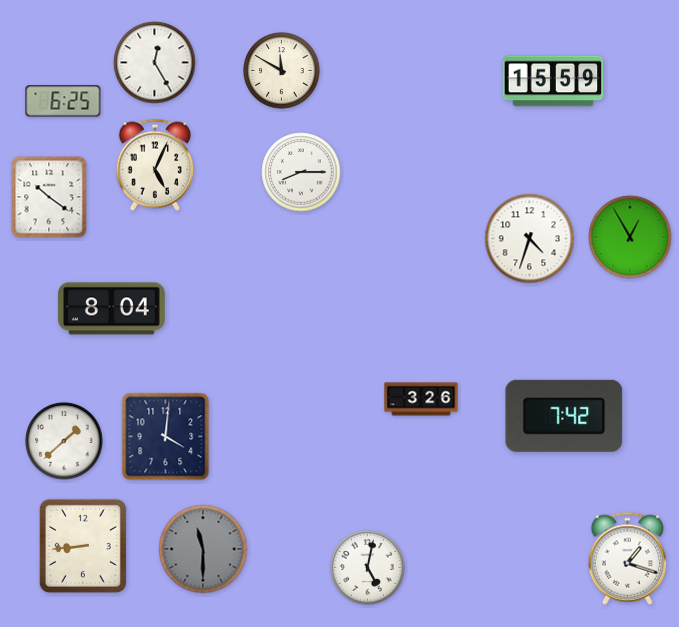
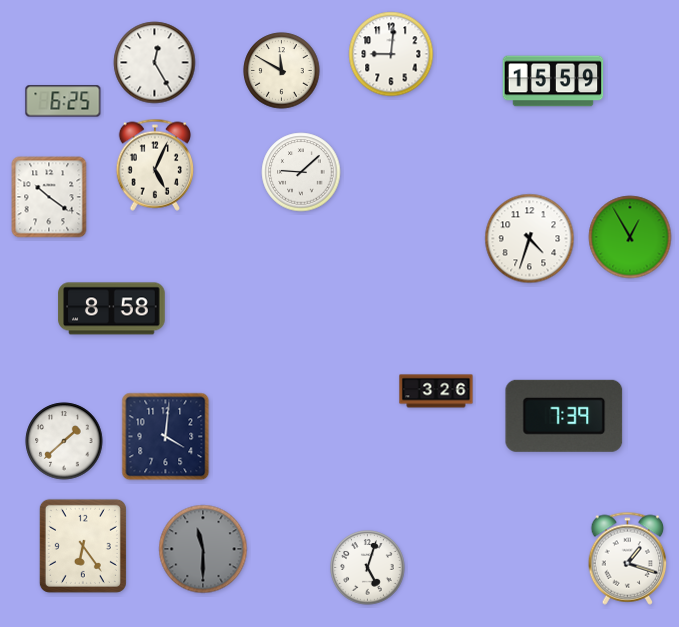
clock at (391, 54): none -> 9:01
clock at (301, 172): 8:15 -> 9:08
clock at (112, 309): 8:04 -> 8:58
clock at (421, 399) position: (421, 399) -> (436, 391)
clock at (564, 416): 7:42 -> 7:39
clock at (83, 546): 8:44 -> 6:24
clock at (368, 568): 5:02 -> 5:03
